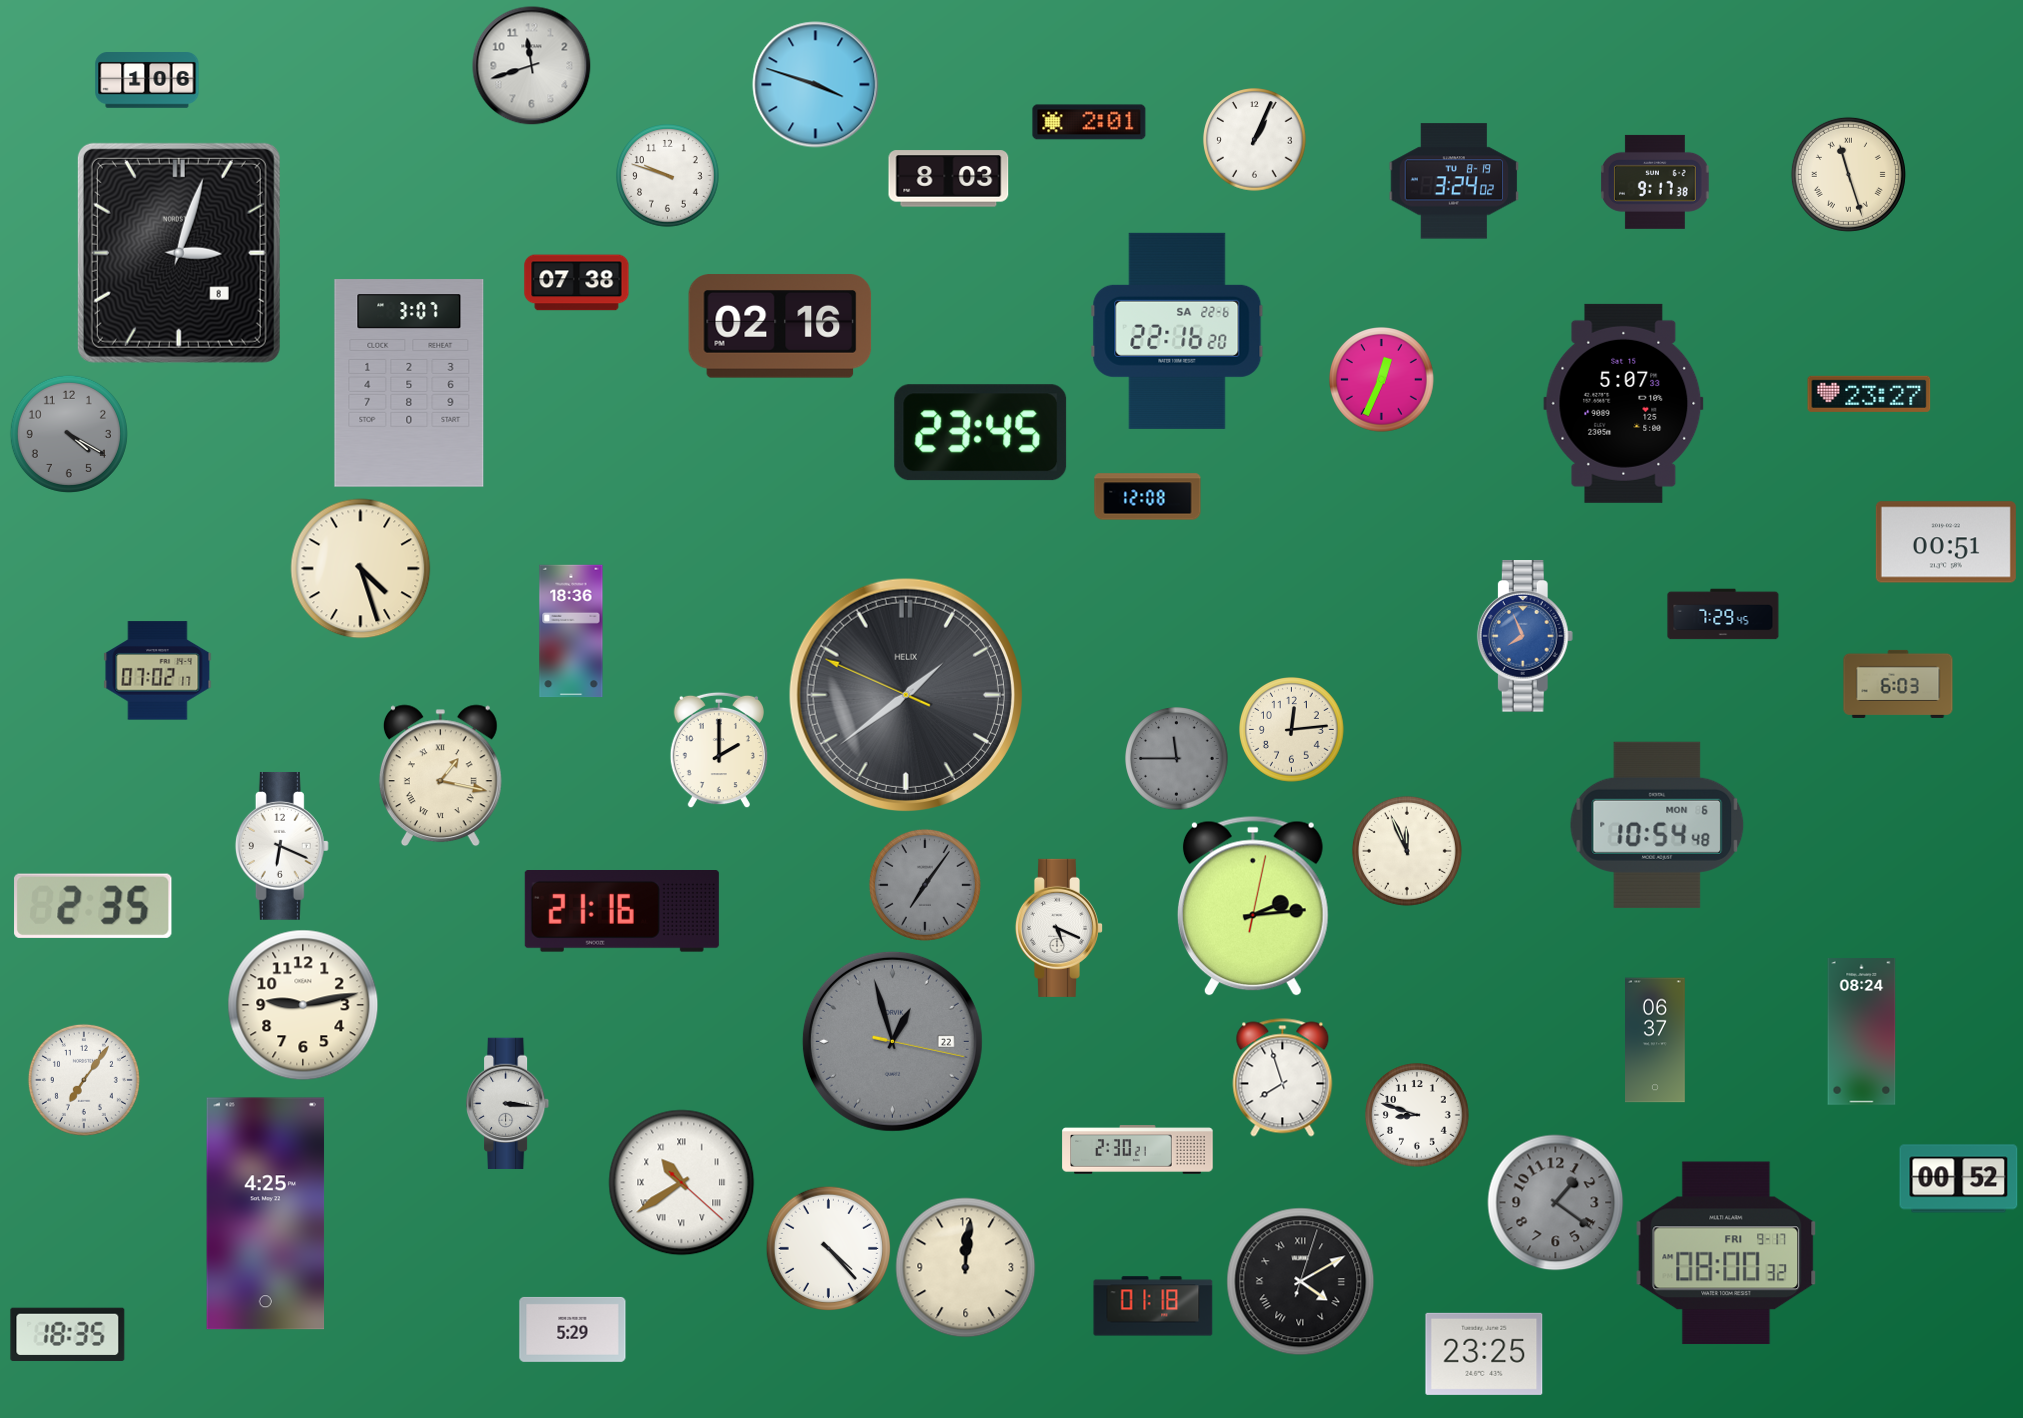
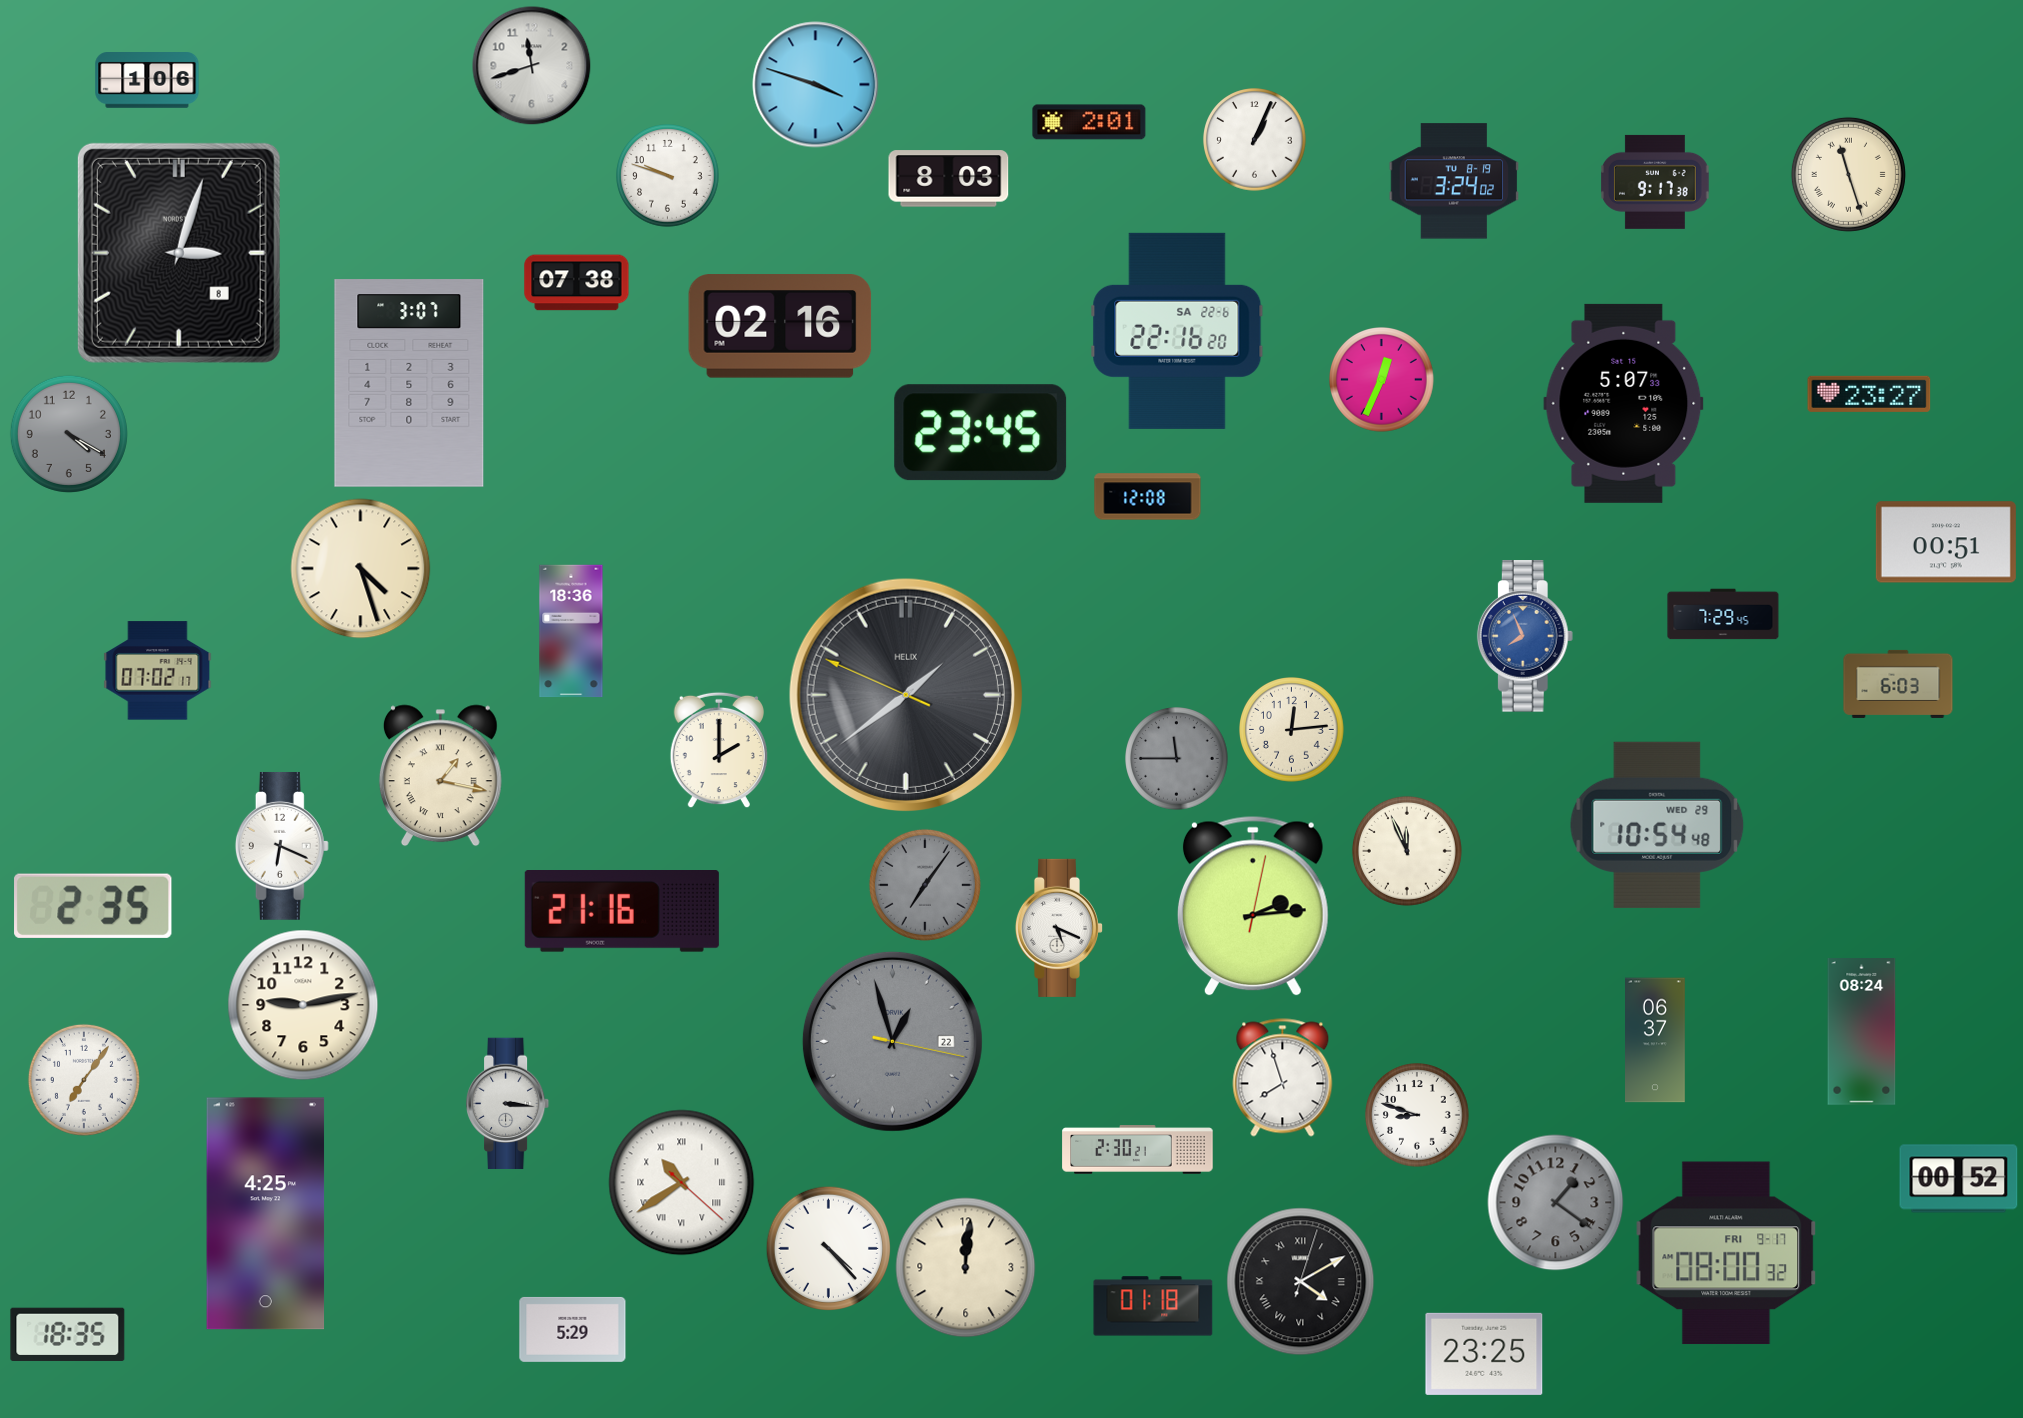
clock at (1657, 825) date: MON 6 -> WED 29
